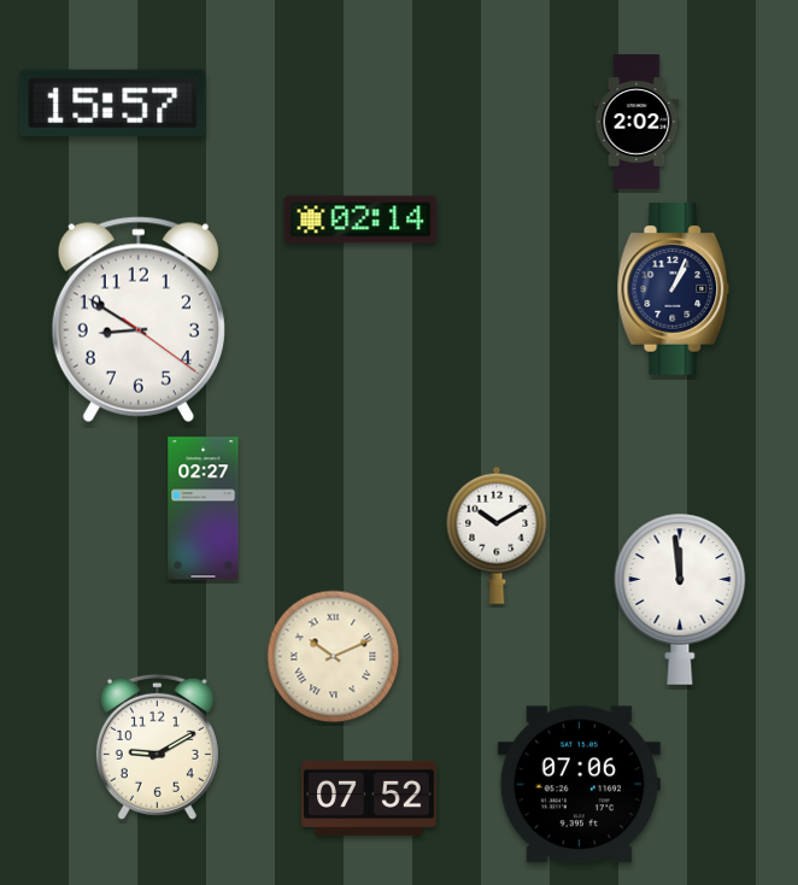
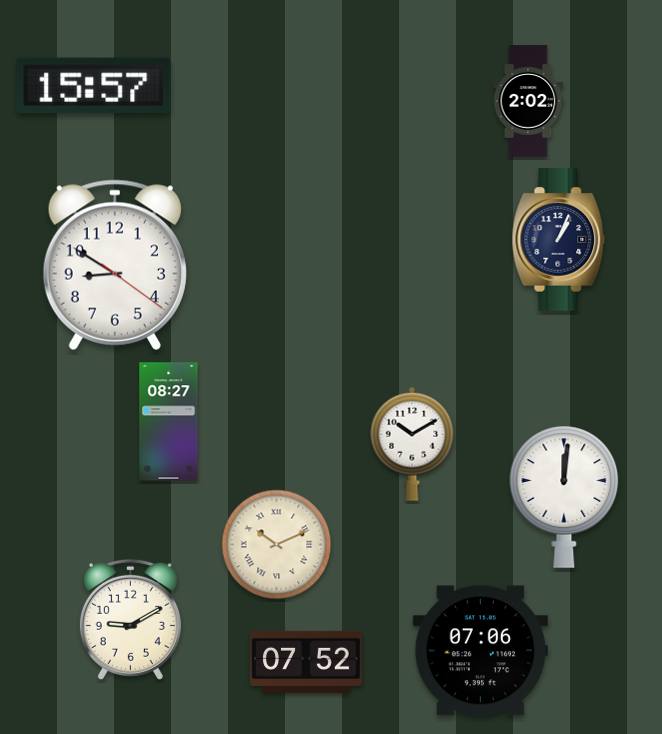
clock at (360, 219): 02:14 -> none
clock at (204, 509): 02:27 -> 08:27
clock at (680, 599): 11:59 -> 12:01
